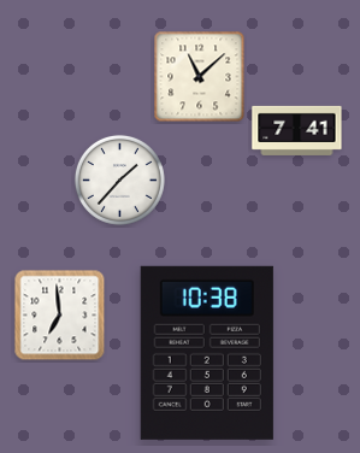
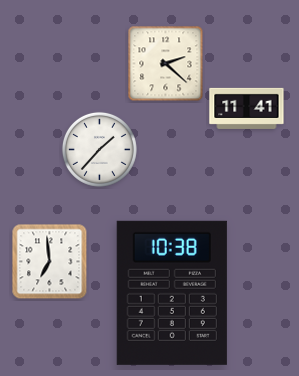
clock at (200, 77): 11:08 -> 2:22
clock at (297, 130): 7:41 -> 11:41
